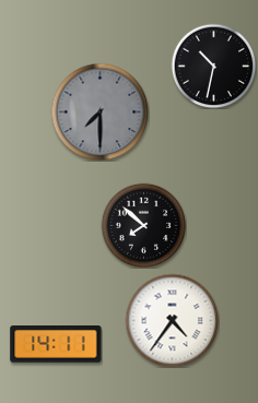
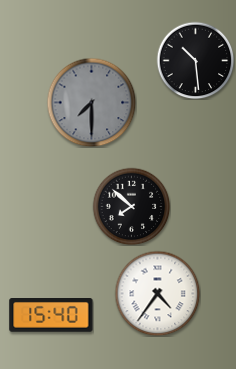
clock at (213, 66): 10:32 -> 10:29
clock at (56, 345): 14:11 -> 15:40
